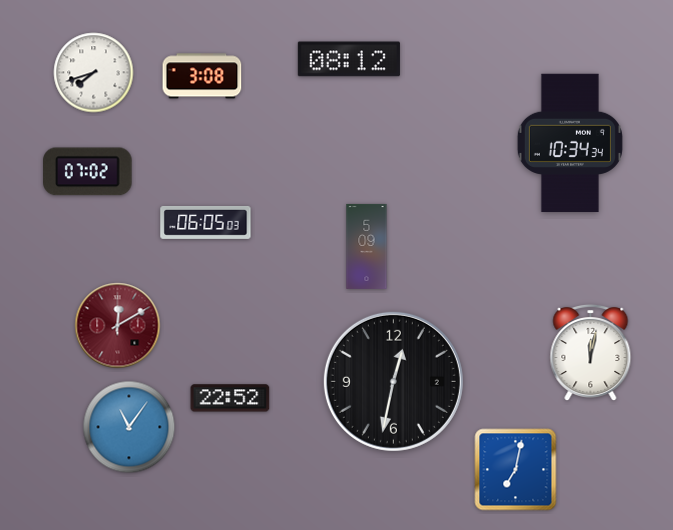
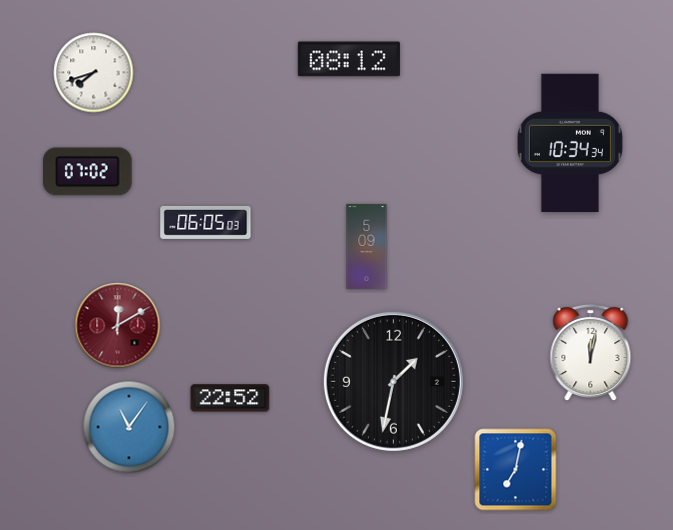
clock at (202, 76): 3:08 -> none
clock at (393, 381): 12:32 -> 1:32
